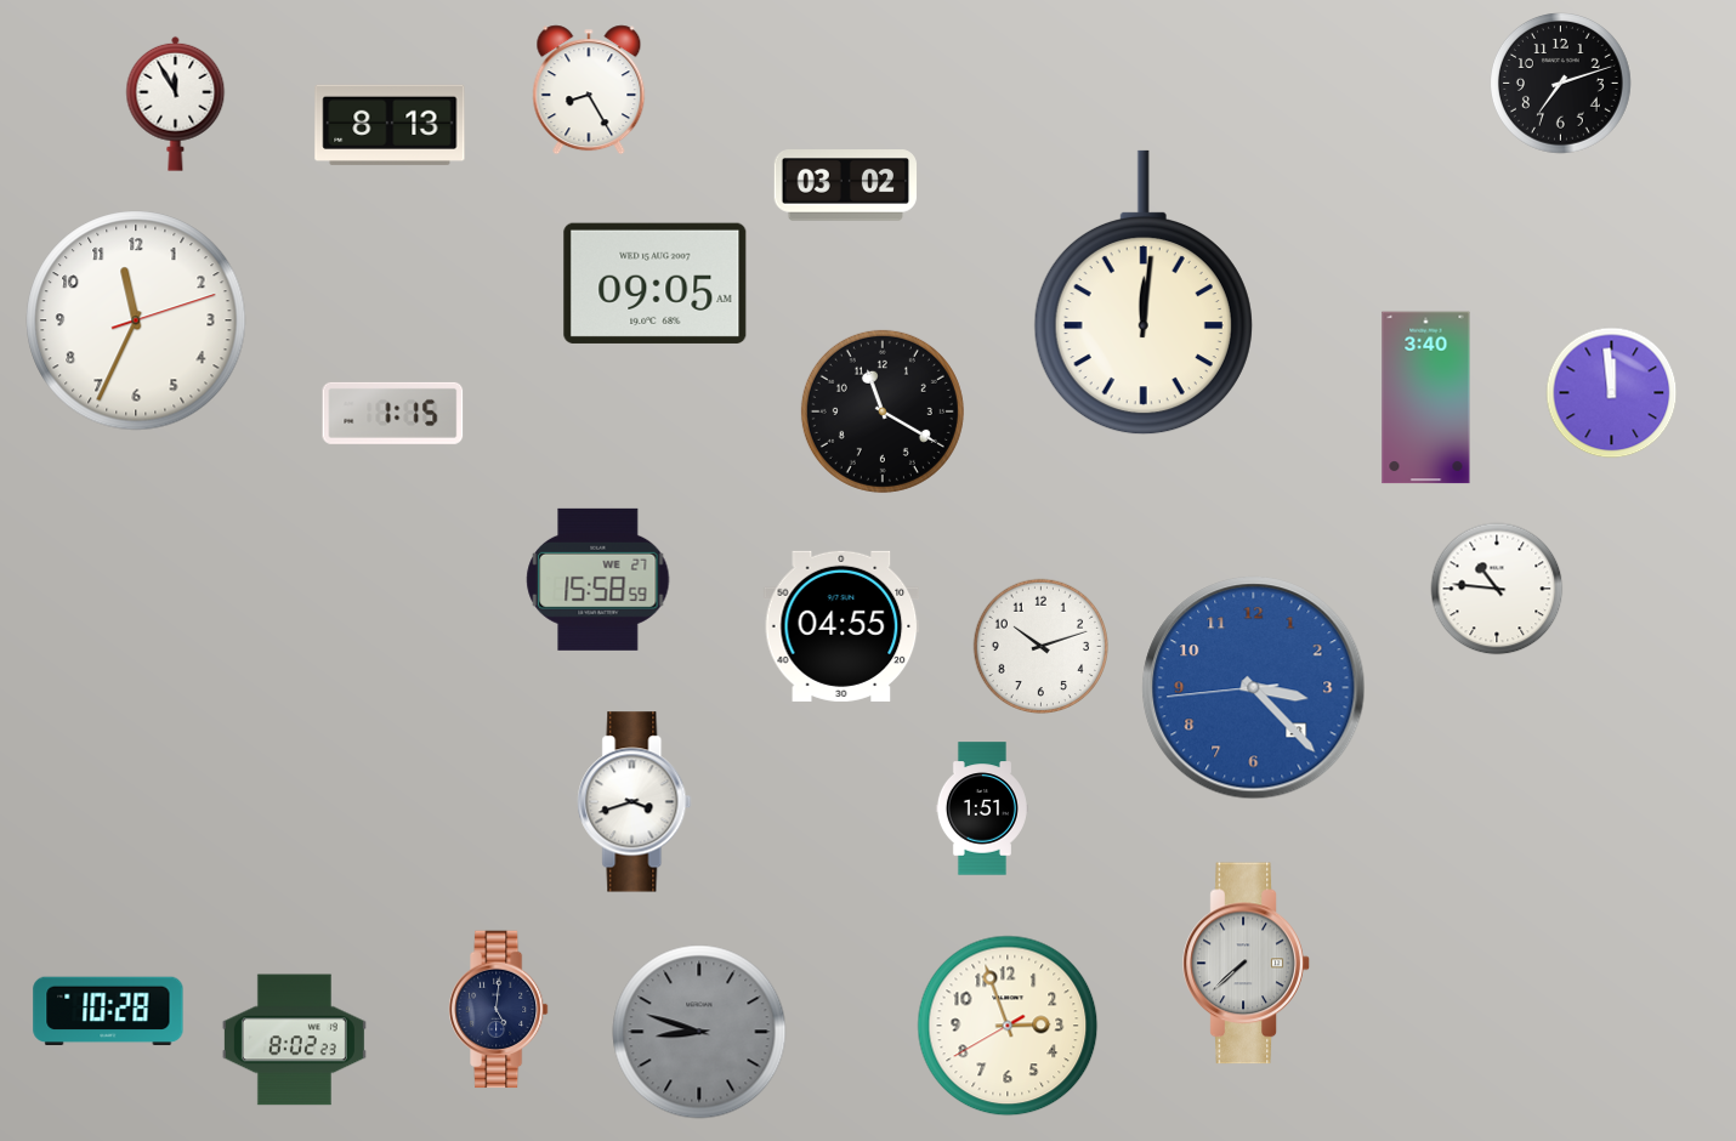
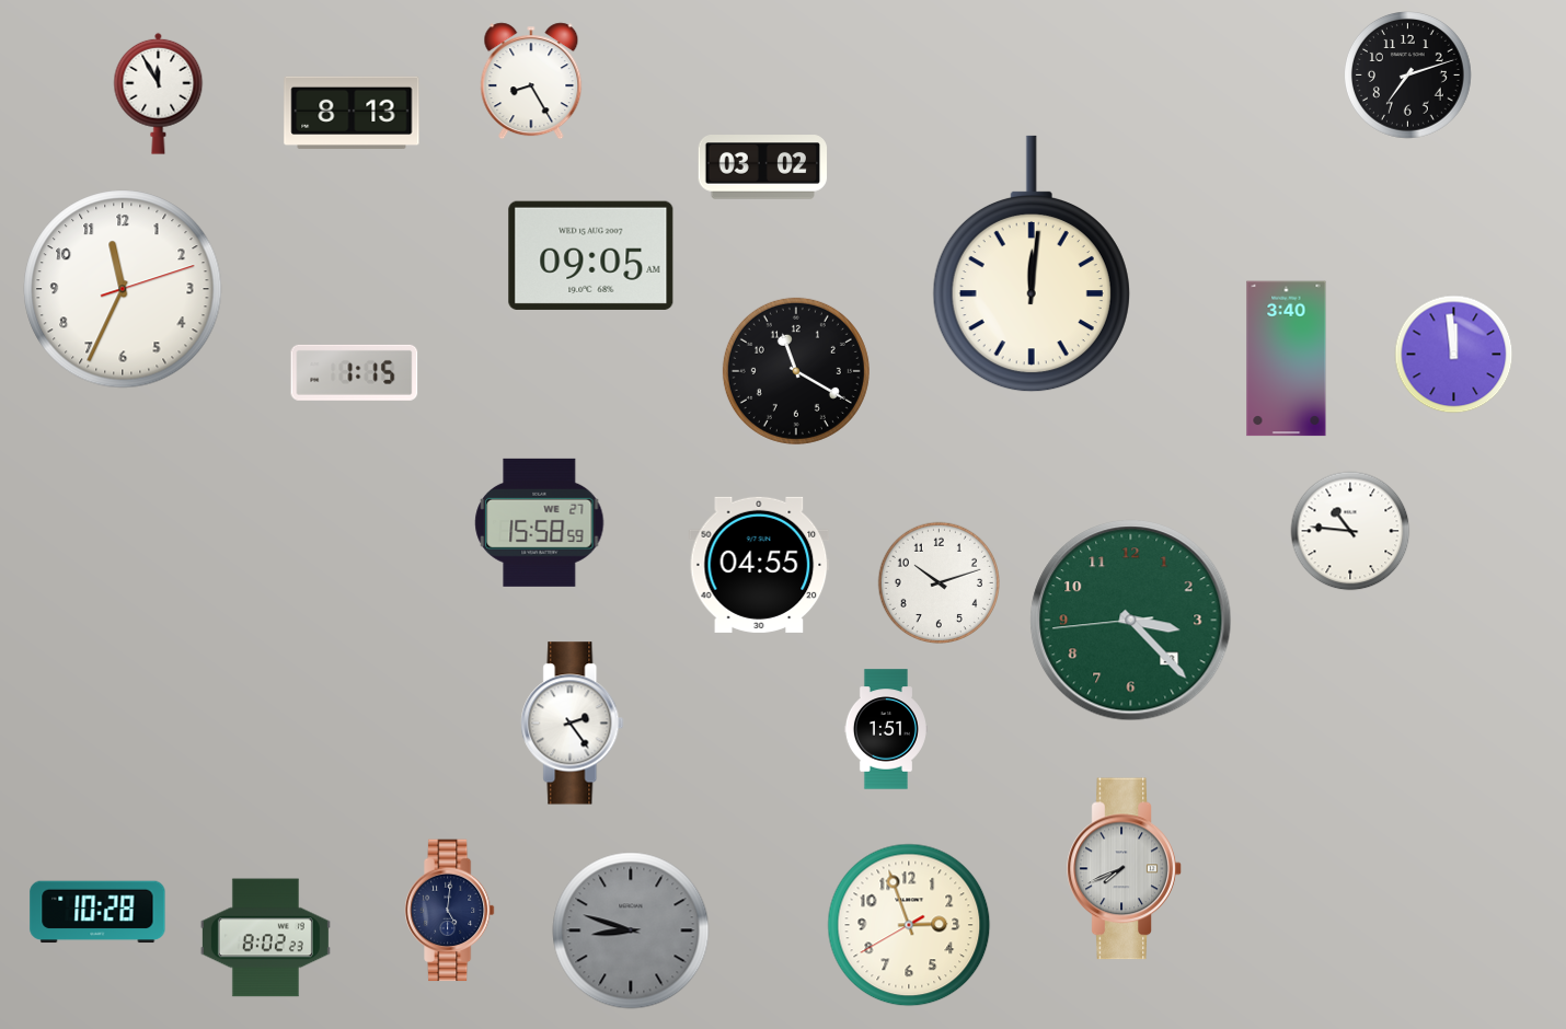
clock at (1254, 688) dial: blue -> green
clock at (635, 802): 3:42 -> 2:24
clock at (1247, 964): 7:38 -> 7:41
